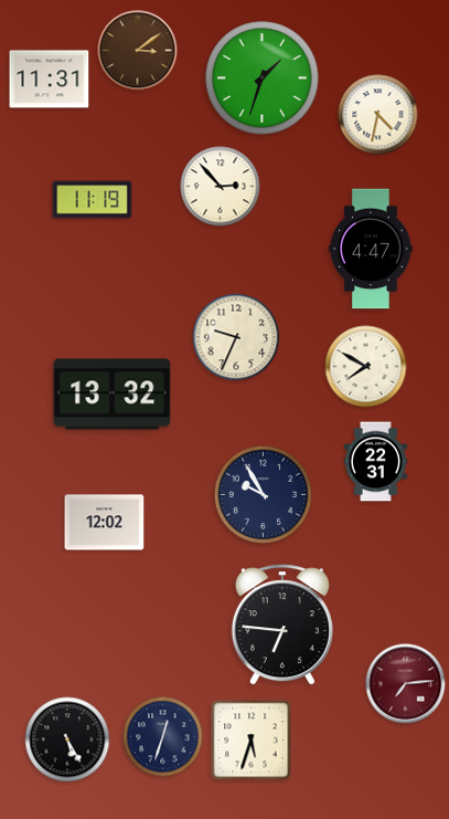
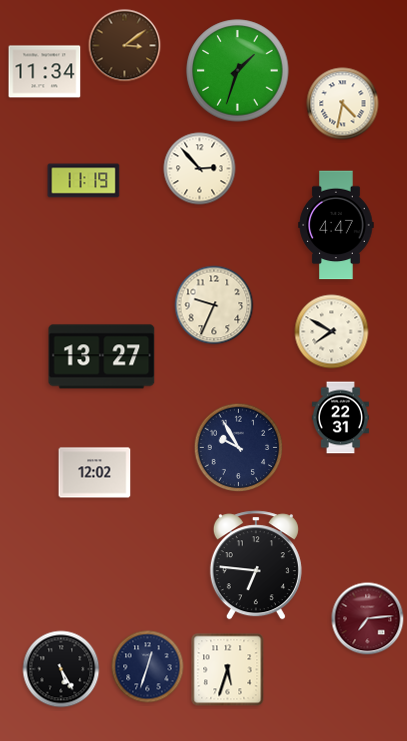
clock at (50, 80): 11:31 -> 11:34
clock at (113, 395): 13:32 -> 13:27
